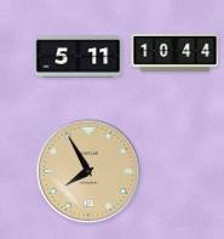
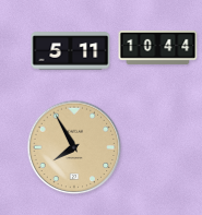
clock at (88, 171) position: (88, 171) -> (74, 147)
